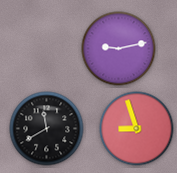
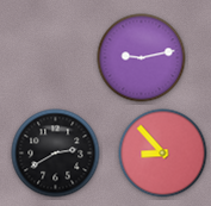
clock at (47, 129): 11:40 -> 2:40
clock at (137, 129): 8:57 -> 8:53
